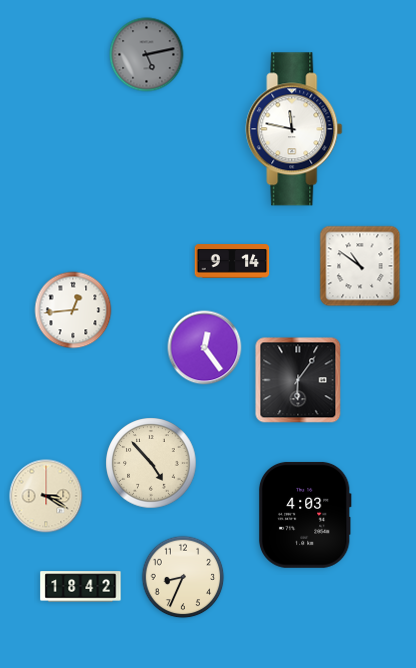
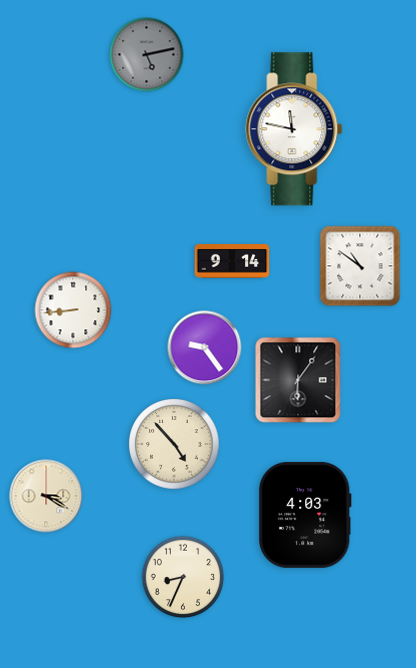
clock at (73, 310): 12:44 -> 8:44
clock at (205, 348): 12:24 -> 9:24
clock at (151, 463) position: (151, 463) -> (174, 444)
clock at (81, 587): 18:42 -> none
